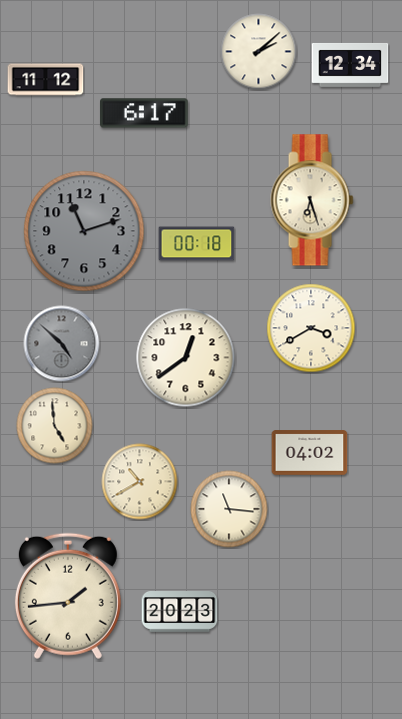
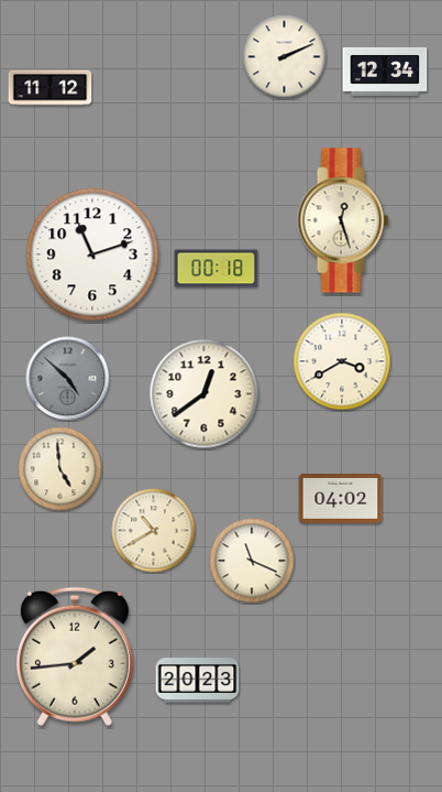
clock at (259, 52): 2:08 -> 2:11
clock at (145, 113): 6:17 -> none
clock at (312, 200): 6:27 -> 12:27
clock at (84, 231) dial: grey -> white
clock at (229, 509): 11:16 -> 11:19
clock at (180, 612) position: (180, 612) -> (198, 681)
